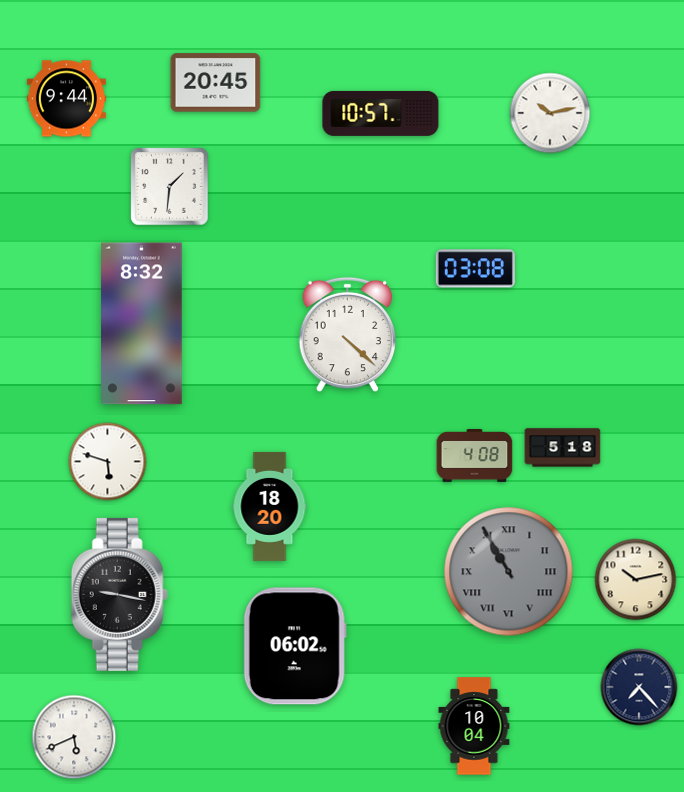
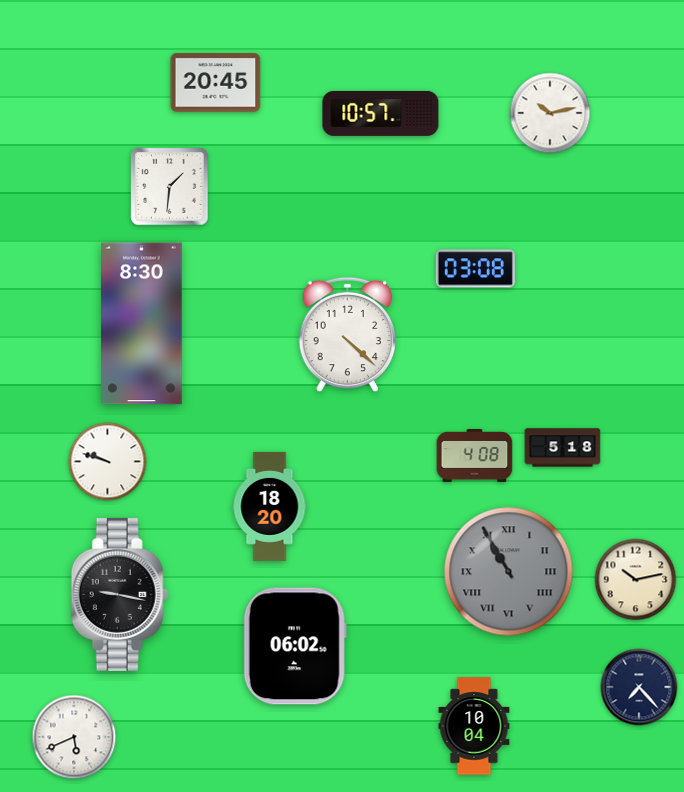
clock at (66, 99): 9:44 -> none
clock at (142, 324): 8:32 -> 8:30
clock at (108, 462): 5:48 -> 9:48
